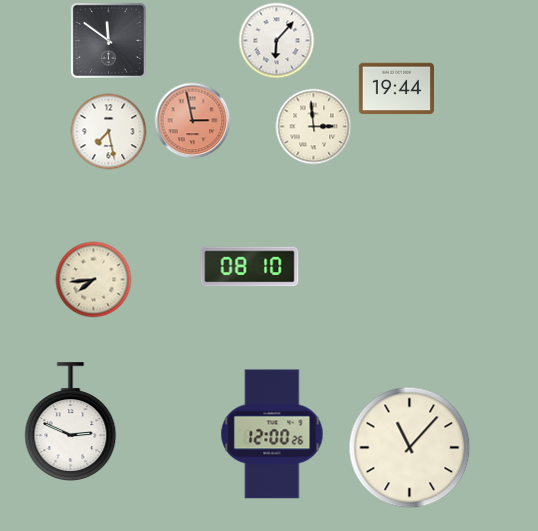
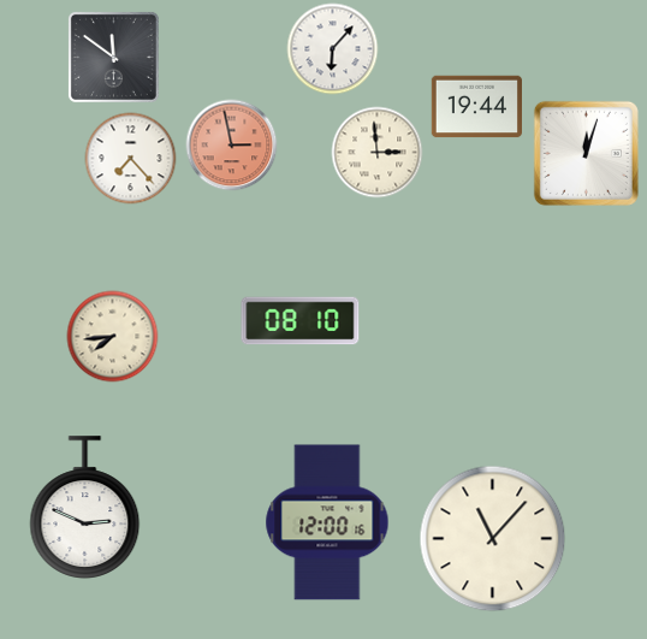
clock at (108, 40) position: (108, 40) -> (113, 57)
clock at (586, 153): none -> 12:03
clock at (109, 132): 7:28 -> 7:23
clock at (272, 434): 12:00:26 -> 12:00:16
